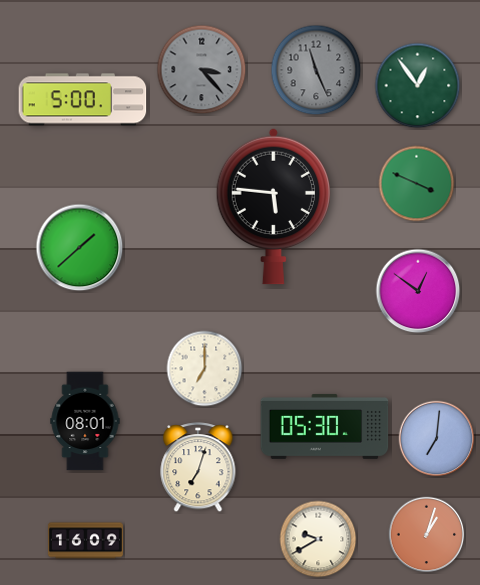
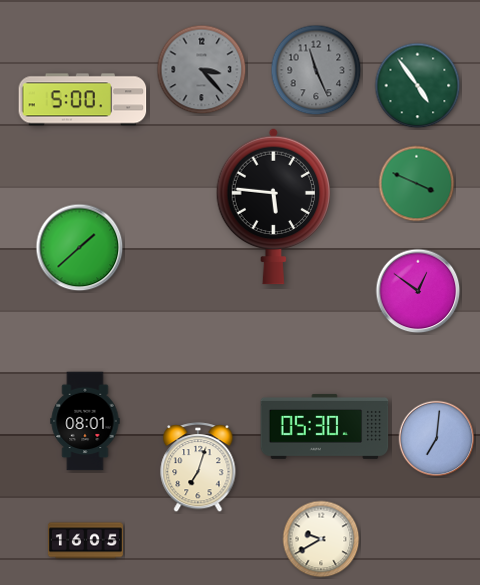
clock at (418, 86): 12:54 -> 4:54
clock at (205, 369): 7:00 -> none
clock at (427, 535): 1:03 -> none
clock at (318, 539) position: (318, 539) -> (321, 539)
clock at (85, 541): 16:09 -> 16:05
